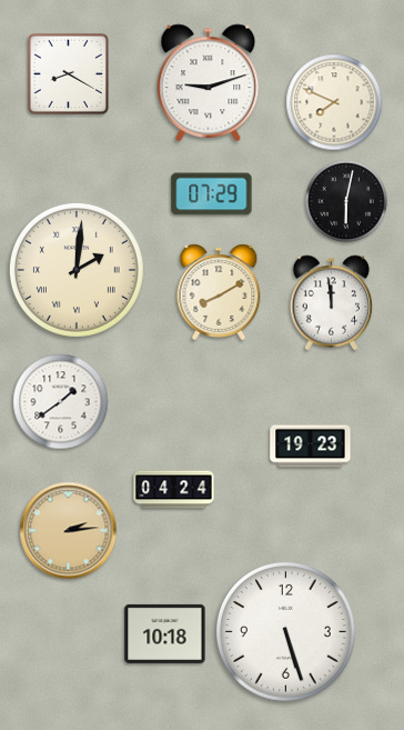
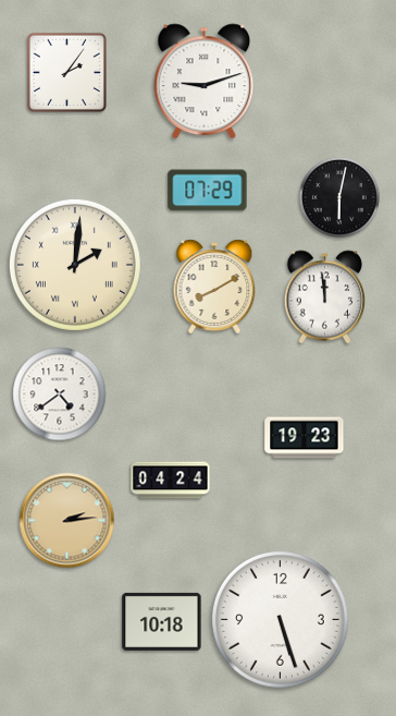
clock at (68, 73): 8:20 -> 2:06
clock at (334, 102): 7:49 -> none
clock at (61, 402): 1:39 -> 4:39
